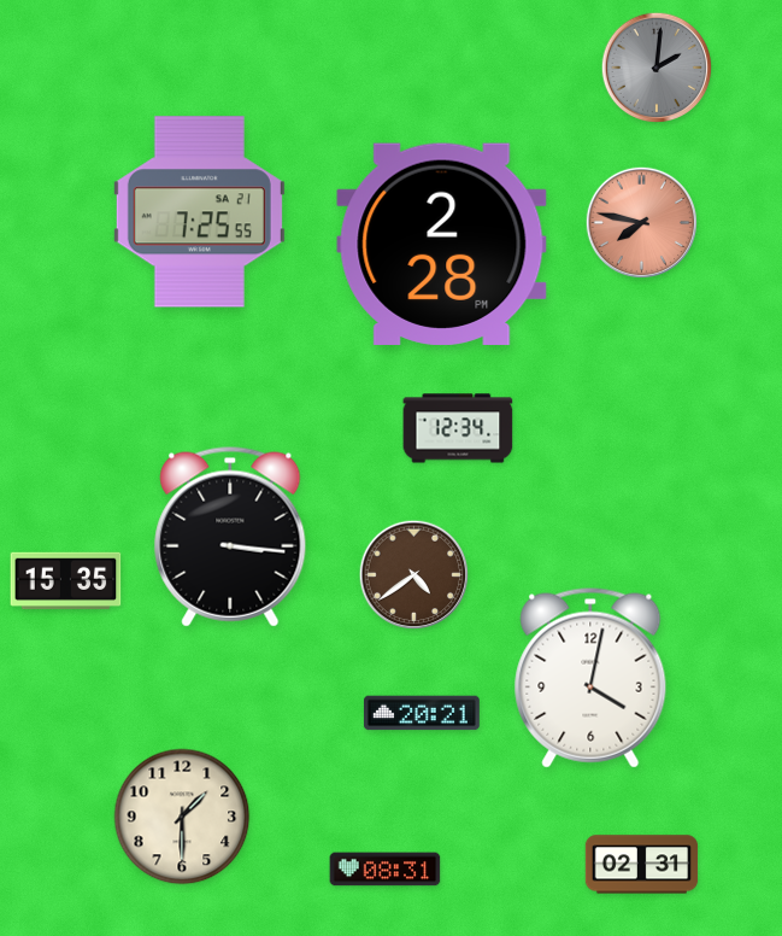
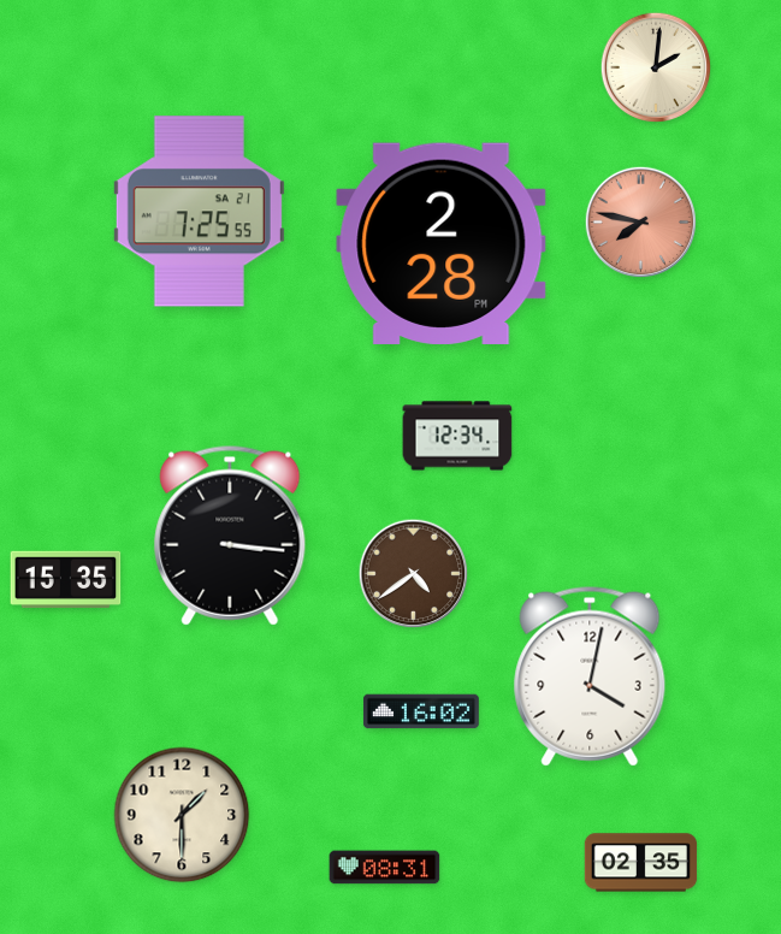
clock at (657, 68) dial: grey -> cream
clock at (458, 428) position: (458, 428) -> (457, 436)
clock at (422, 713): 20:21 -> 16:02
clock at (642, 865): 02:31 -> 02:35
